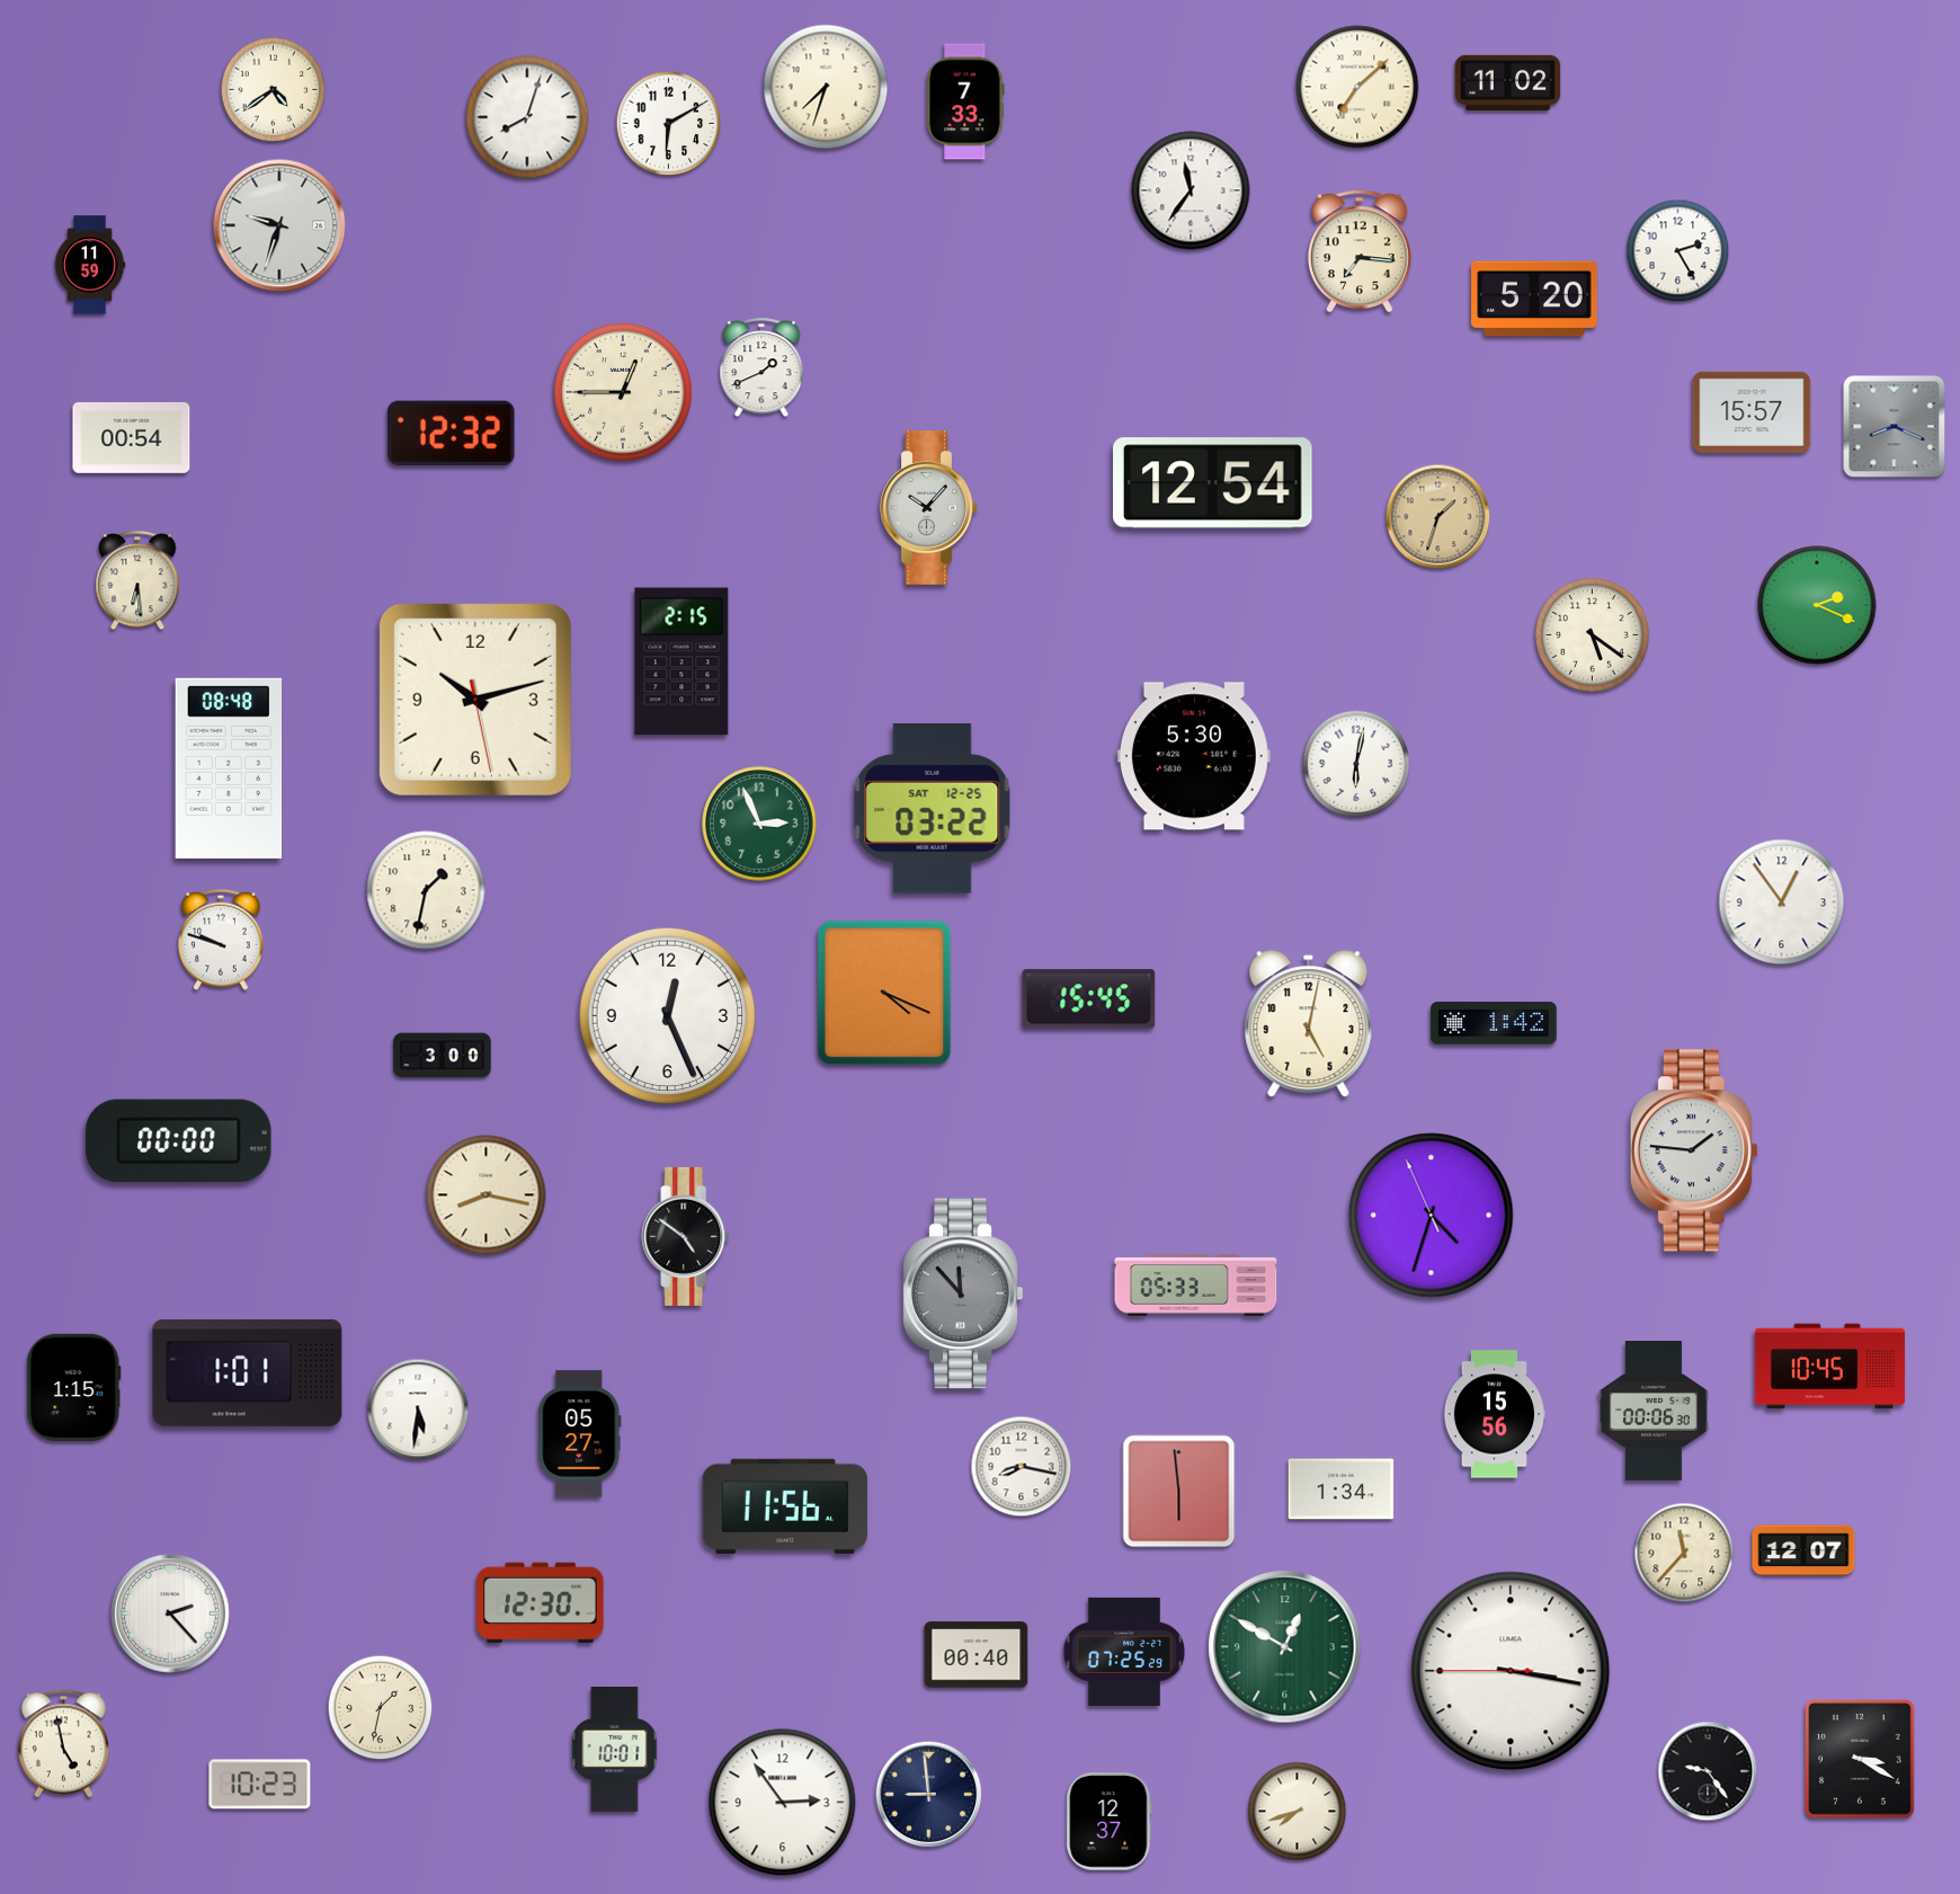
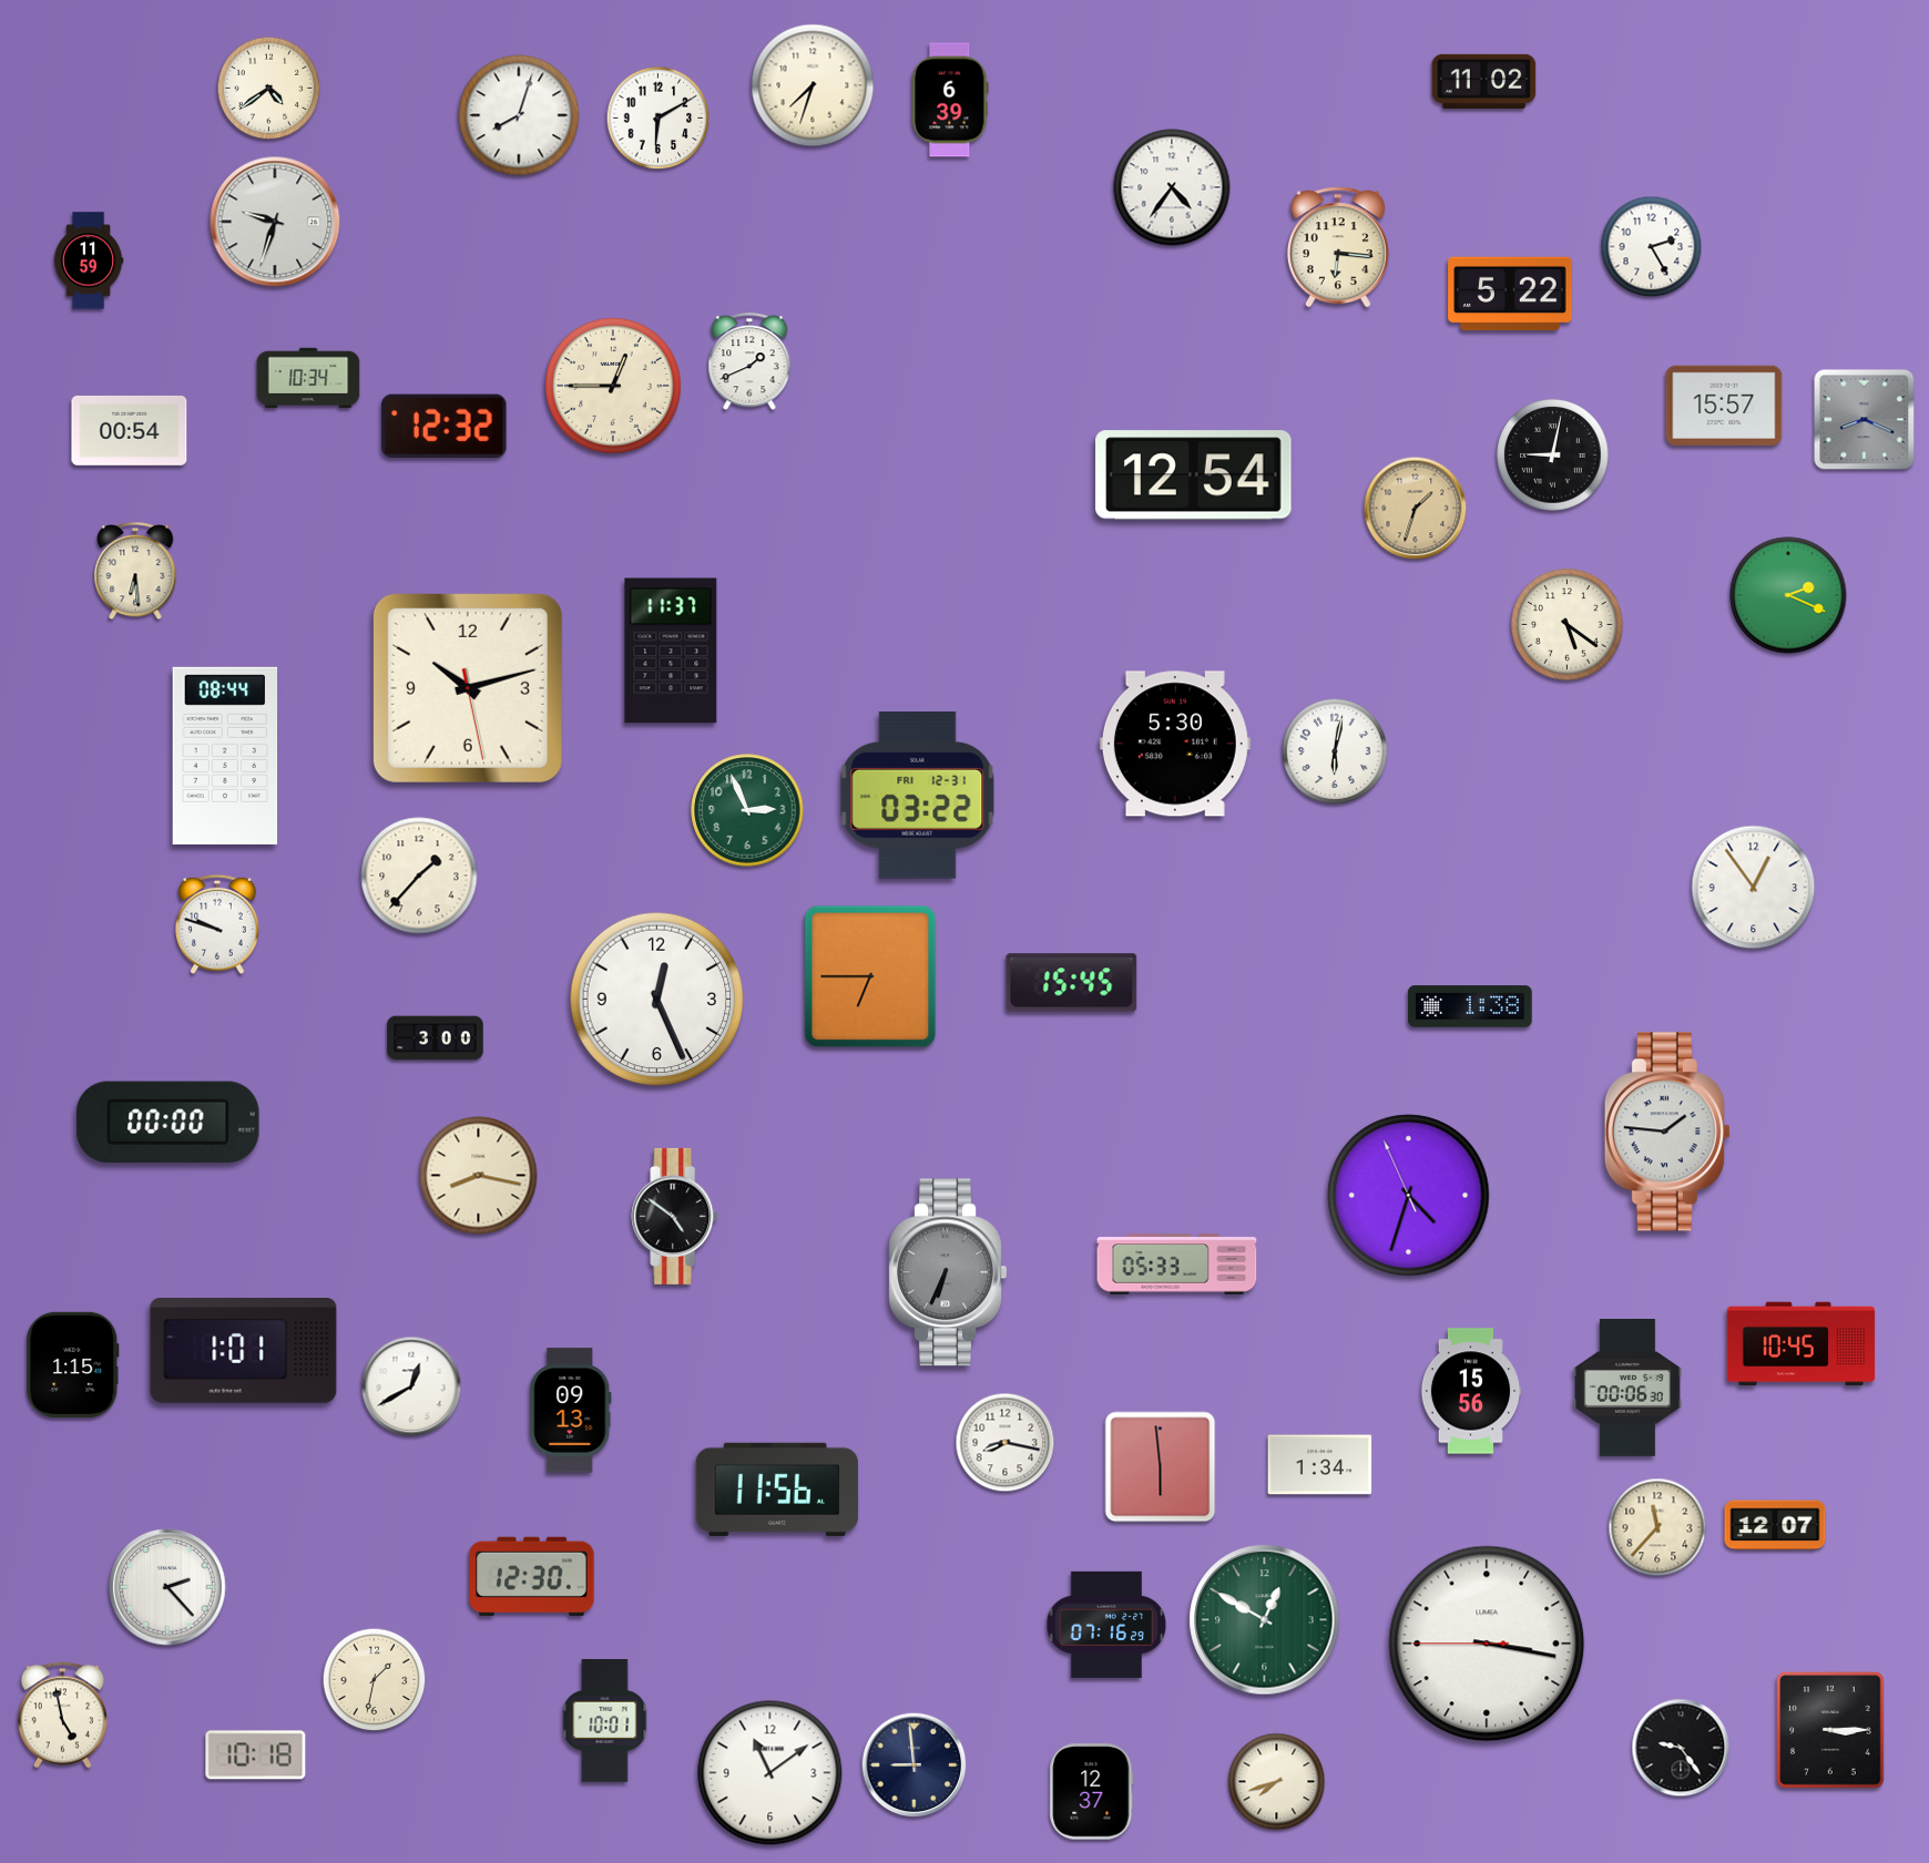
clock at (1357, 87): 7:08 -> none
clock at (965, 101): 7:33 -> 6:39
clock at (669, 124) position: (669, 124) -> (659, 119)
clock at (1191, 190): 11:36 -> 4:36
clock at (1360, 251): 7:16 -> 6:16
clock at (1534, 299): 5:20 -> 5:22
clock at (308, 378): none -> 10:34
clock at (1553, 455): none -> 9:02
clock at (929, 508): 10:07 -> none
clock at (681, 661): 2:15 -> 11:37
clock at (229, 768): 08:48 -> 08:44
clock at (933, 809) date: SAT 12-25 -> FRI 12-31
clock at (426, 890): 1:32 -> 1:37
clock at (884, 993): 4:19 -> 6:45
clock at (1494, 1023): 1:42 -> 1:38
clock at (1309, 1024): 5:02 -> none
clock at (179, 1140) position: (179, 1140) -> (169, 1122)
clock at (963, 1293): 11:53 -> 6:34
clock at (418, 1410): 5:31 -> 12:40
clock at (580, 1434): 05:27 -> 09:13
clock at (784, 1506) position: (784, 1506) -> (776, 1490)
clock at (1124, 1652): 07:25 -> 07:16
clock at (977, 1655): 00:40 -> none
clock at (1860, 1759): 3:20 -> 3:15
clock at (1708, 1771) position: (1708, 1771) -> (1681, 1748)
clock at (260, 1785): 10:23 -> 10:18
clock at (783, 1803): 2:54 -> 11:09
